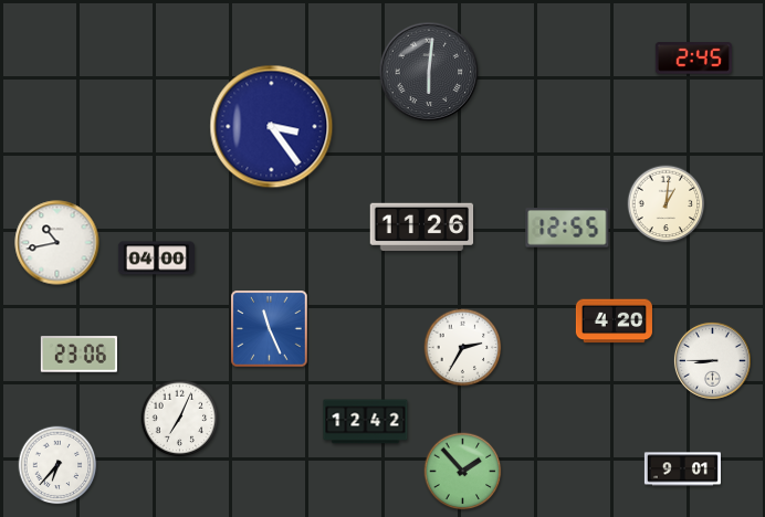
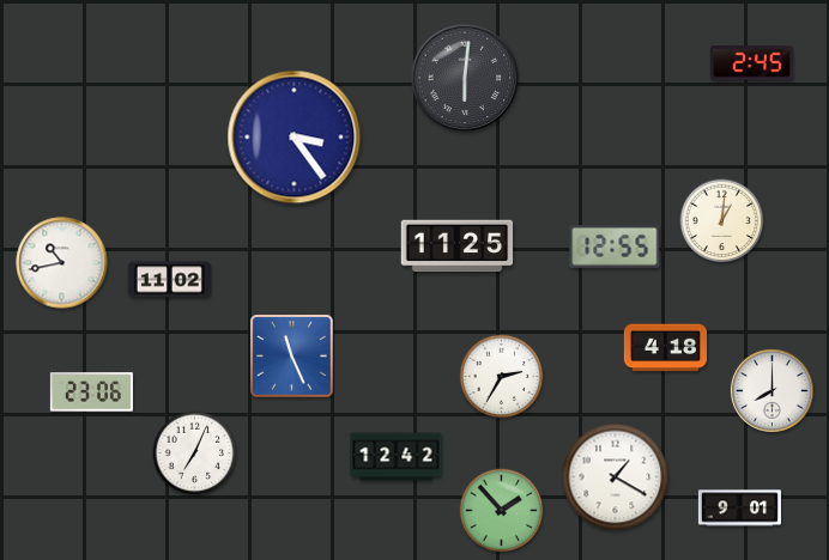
clock at (422, 228): 11:26 -> 11:25
clock at (156, 258): 04:00 -> 11:02
clock at (614, 321): 4:20 -> 4:18
clock at (78, 355) position: (78, 355) -> (91, 392)
clock at (712, 360): 8:45 -> 8:00
clock at (616, 477): none -> 1:20
clock at (57, 465): 6:37 -> none
